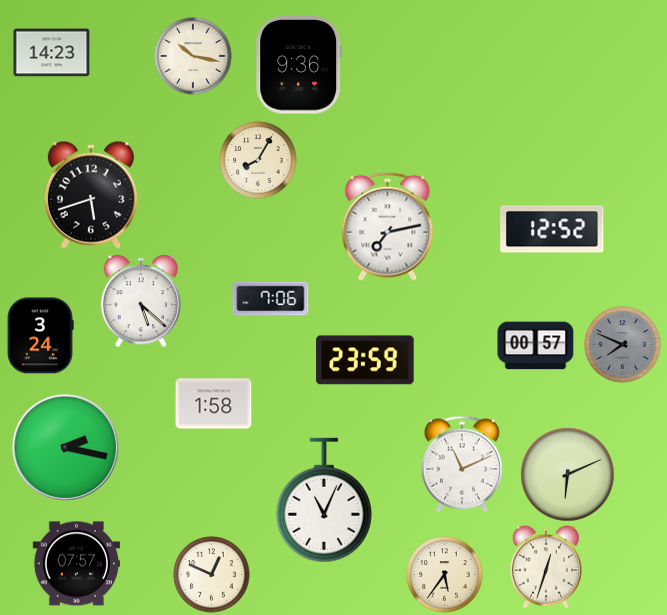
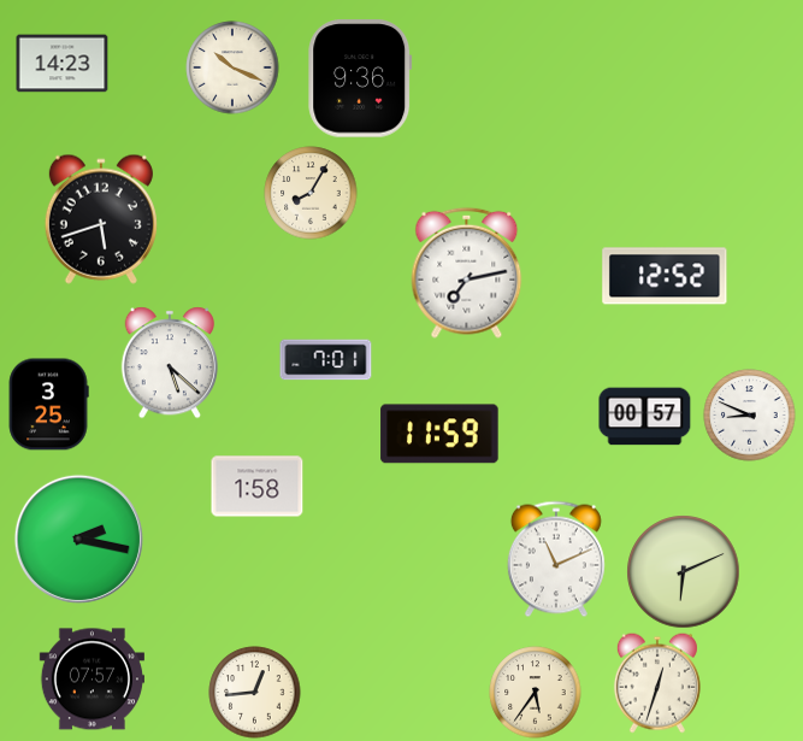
clock at (193, 56): 10:17 -> 10:19
clock at (91, 195) position: (91, 195) -> (101, 219)
clock at (271, 299): 7:06 -> 7:01
clock at (40, 336): 3:24 -> 3:25
clock at (623, 345): 7:49 -> 8:49
clock at (623, 345) dial: grey -> white
clock at (365, 360): 23:59 -> 11:59
clock at (324, 500): 11:04 -> none
clock at (212, 575): 12:49 -> 12:44
